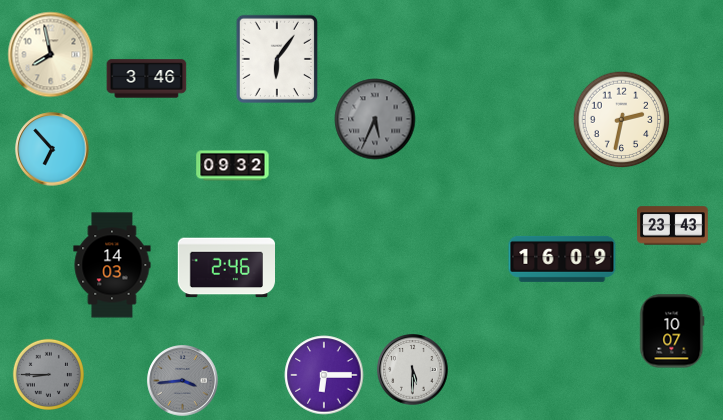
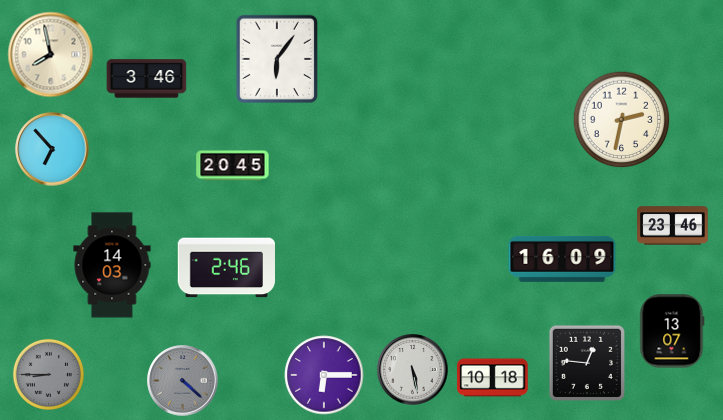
clock at (375, 119): 5:34 -> none
clock at (233, 166): 09:32 -> 20:45
clock at (673, 226): 23:43 -> 23:46
clock at (672, 331): 10:07 -> 13:07
clock at (587, 363): none -> 12:46
clock at (413, 370): 5:30 -> 5:28
clock at (493, 378): none -> 10:18
clock at (183, 381): 3:44 -> 4:22
